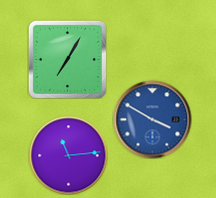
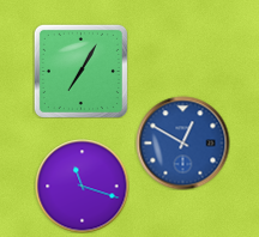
clock at (152, 119): 3:50 -> 12:50
clock at (68, 155): 11:14 -> 11:18
